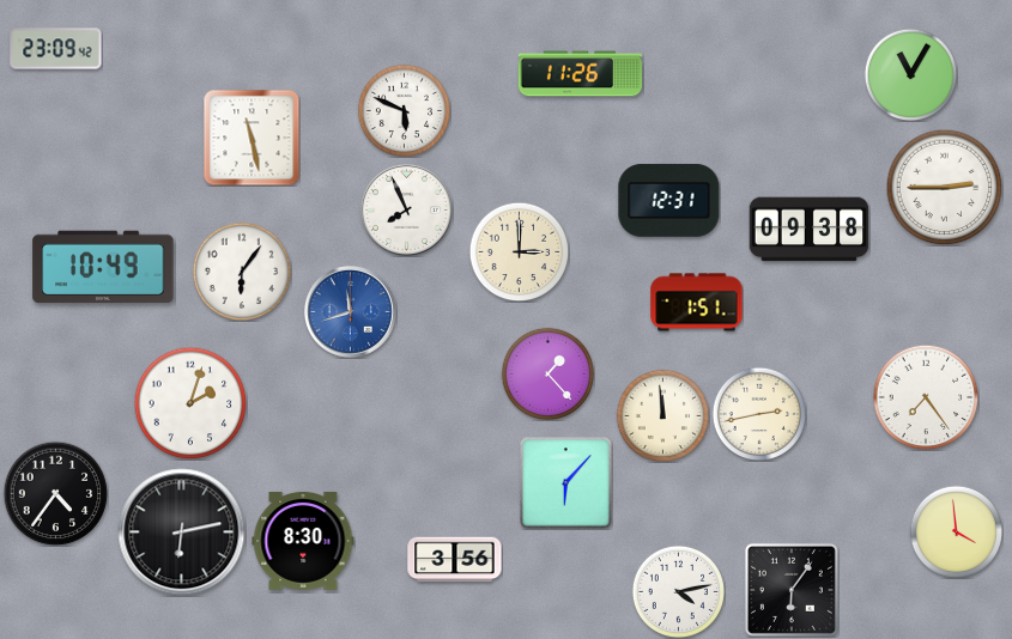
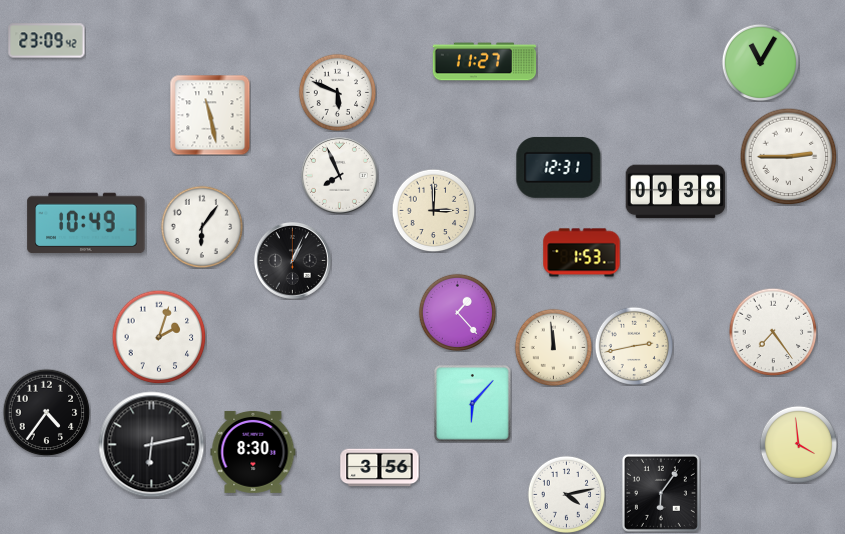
clock at (581, 74): 11:26 -> 11:27
clock at (697, 303): 1:51 -> 1:53
clock at (350, 311): 11:42 -> 1:04
clock at (350, 311) dial: blue -> black
